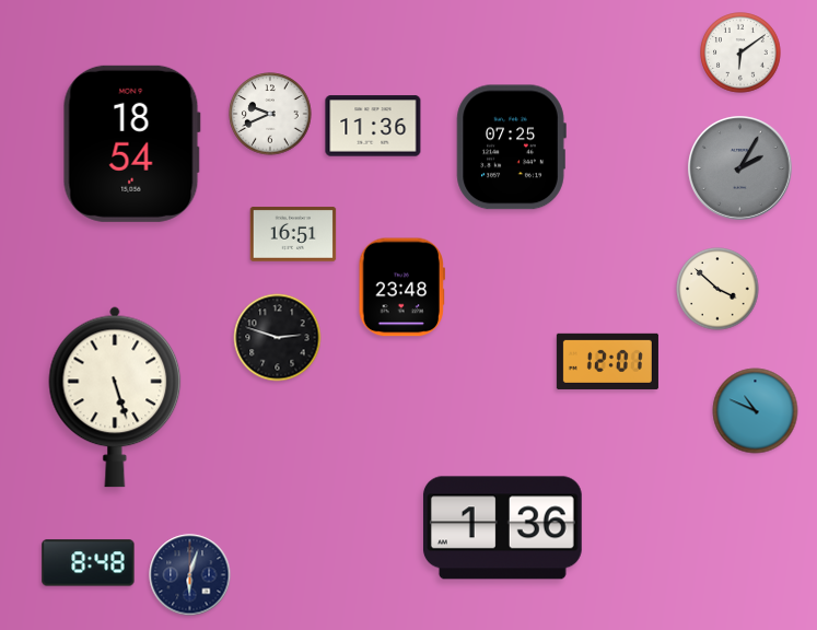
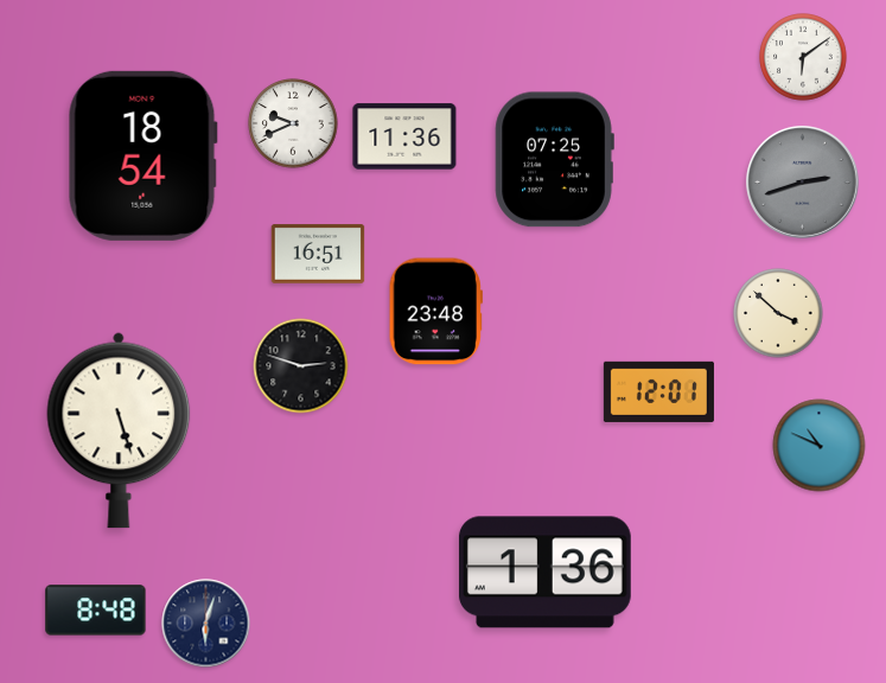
clock at (740, 168): 2:05 -> 2:42
clock at (115, 397) position: (115, 397) -> (119, 430)
